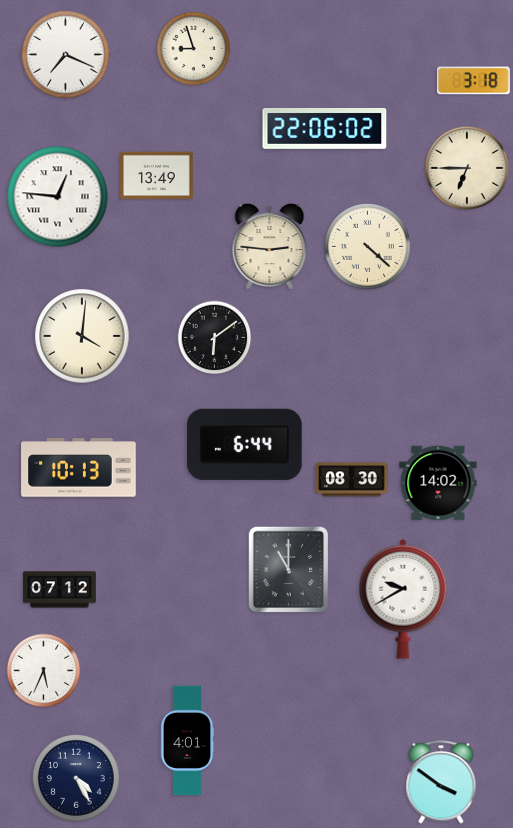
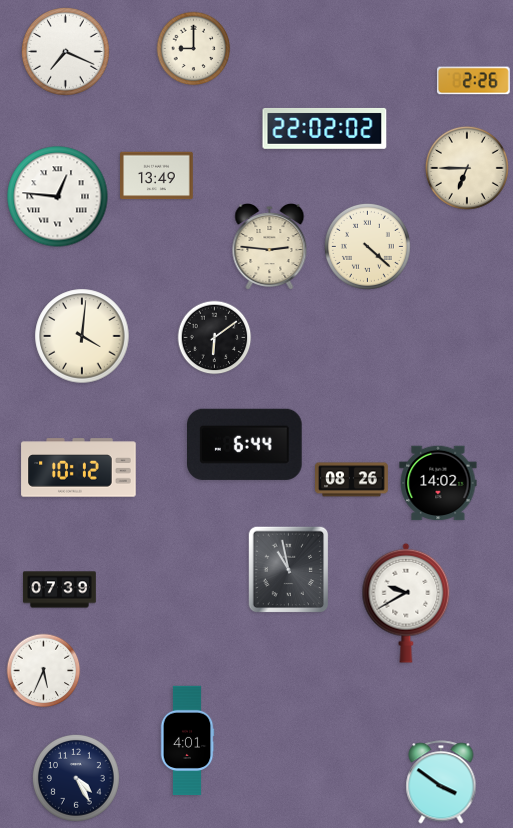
clock at (194, 49): 8:57 -> 9:00
clock at (66, 55) position: (66, 55) -> (66, 52)
clock at (473, 81): 3:18 -> 2:26
clock at (325, 128): 22:06 -> 22:02
clock at (79, 468): 10:13 -> 10:12
clock at (352, 480): 08:30 -> 08:26
clock at (289, 570): 11:00 -> 10:58
clock at (60, 590): 07:12 -> 07:39
clock at (403, 599) position: (403, 599) -> (406, 603)
